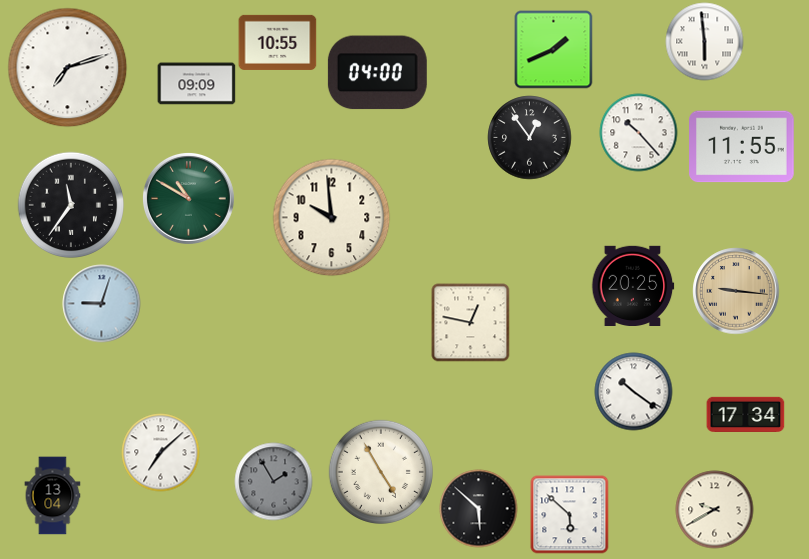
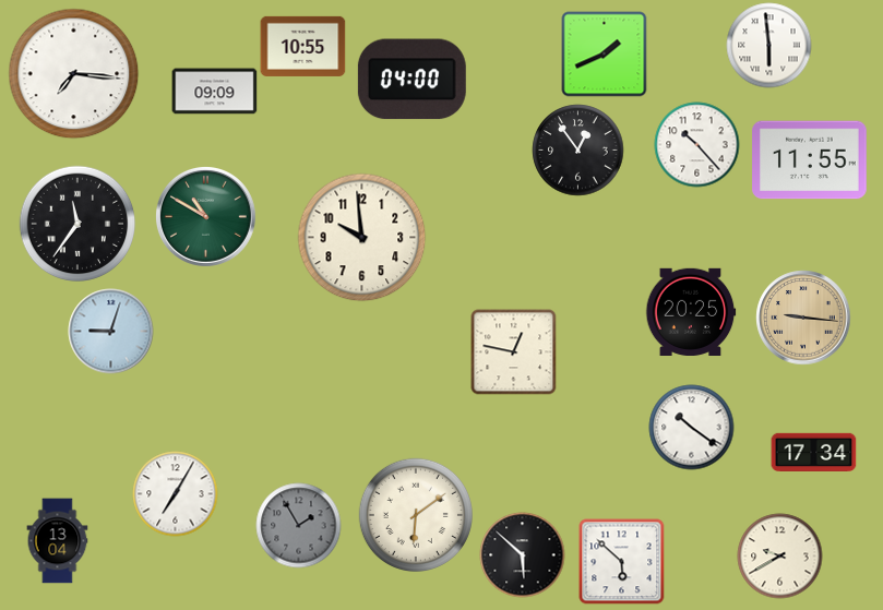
clock at (67, 67): 7:12 -> 7:16
clock at (160, 452): 7:08 -> 7:05
clock at (380, 471): 4:55 -> 6:09
